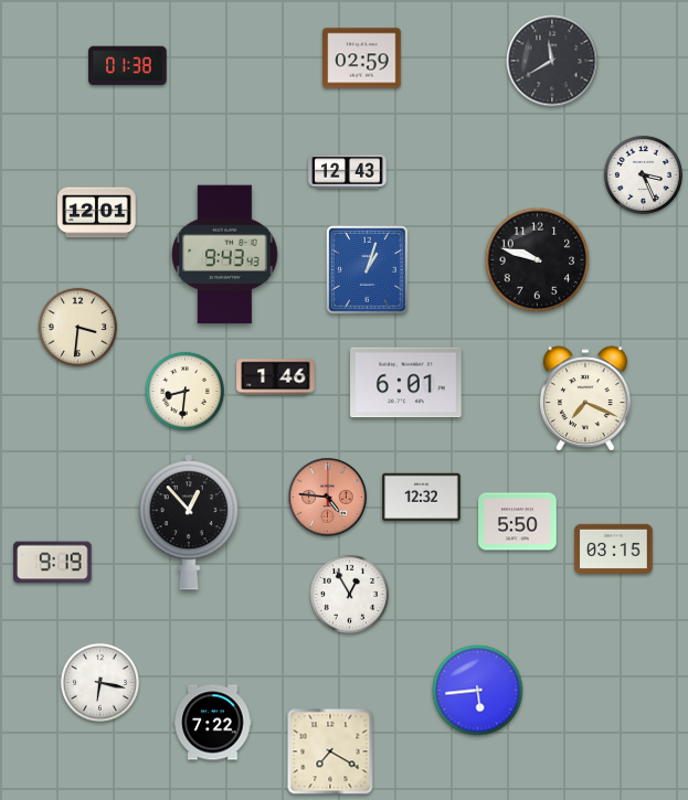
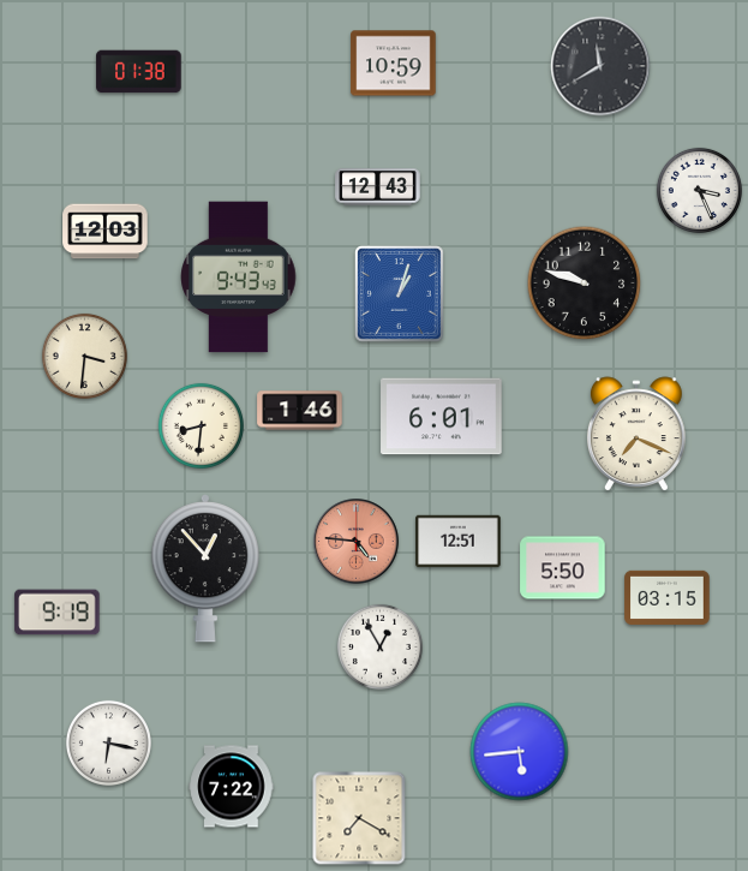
clock at (362, 58): 02:59 -> 10:59
clock at (97, 213): 12:01 -> 12:03
clock at (225, 255) position: (225, 255) -> (239, 278)
clock at (422, 498): 12:32 -> 12:51
